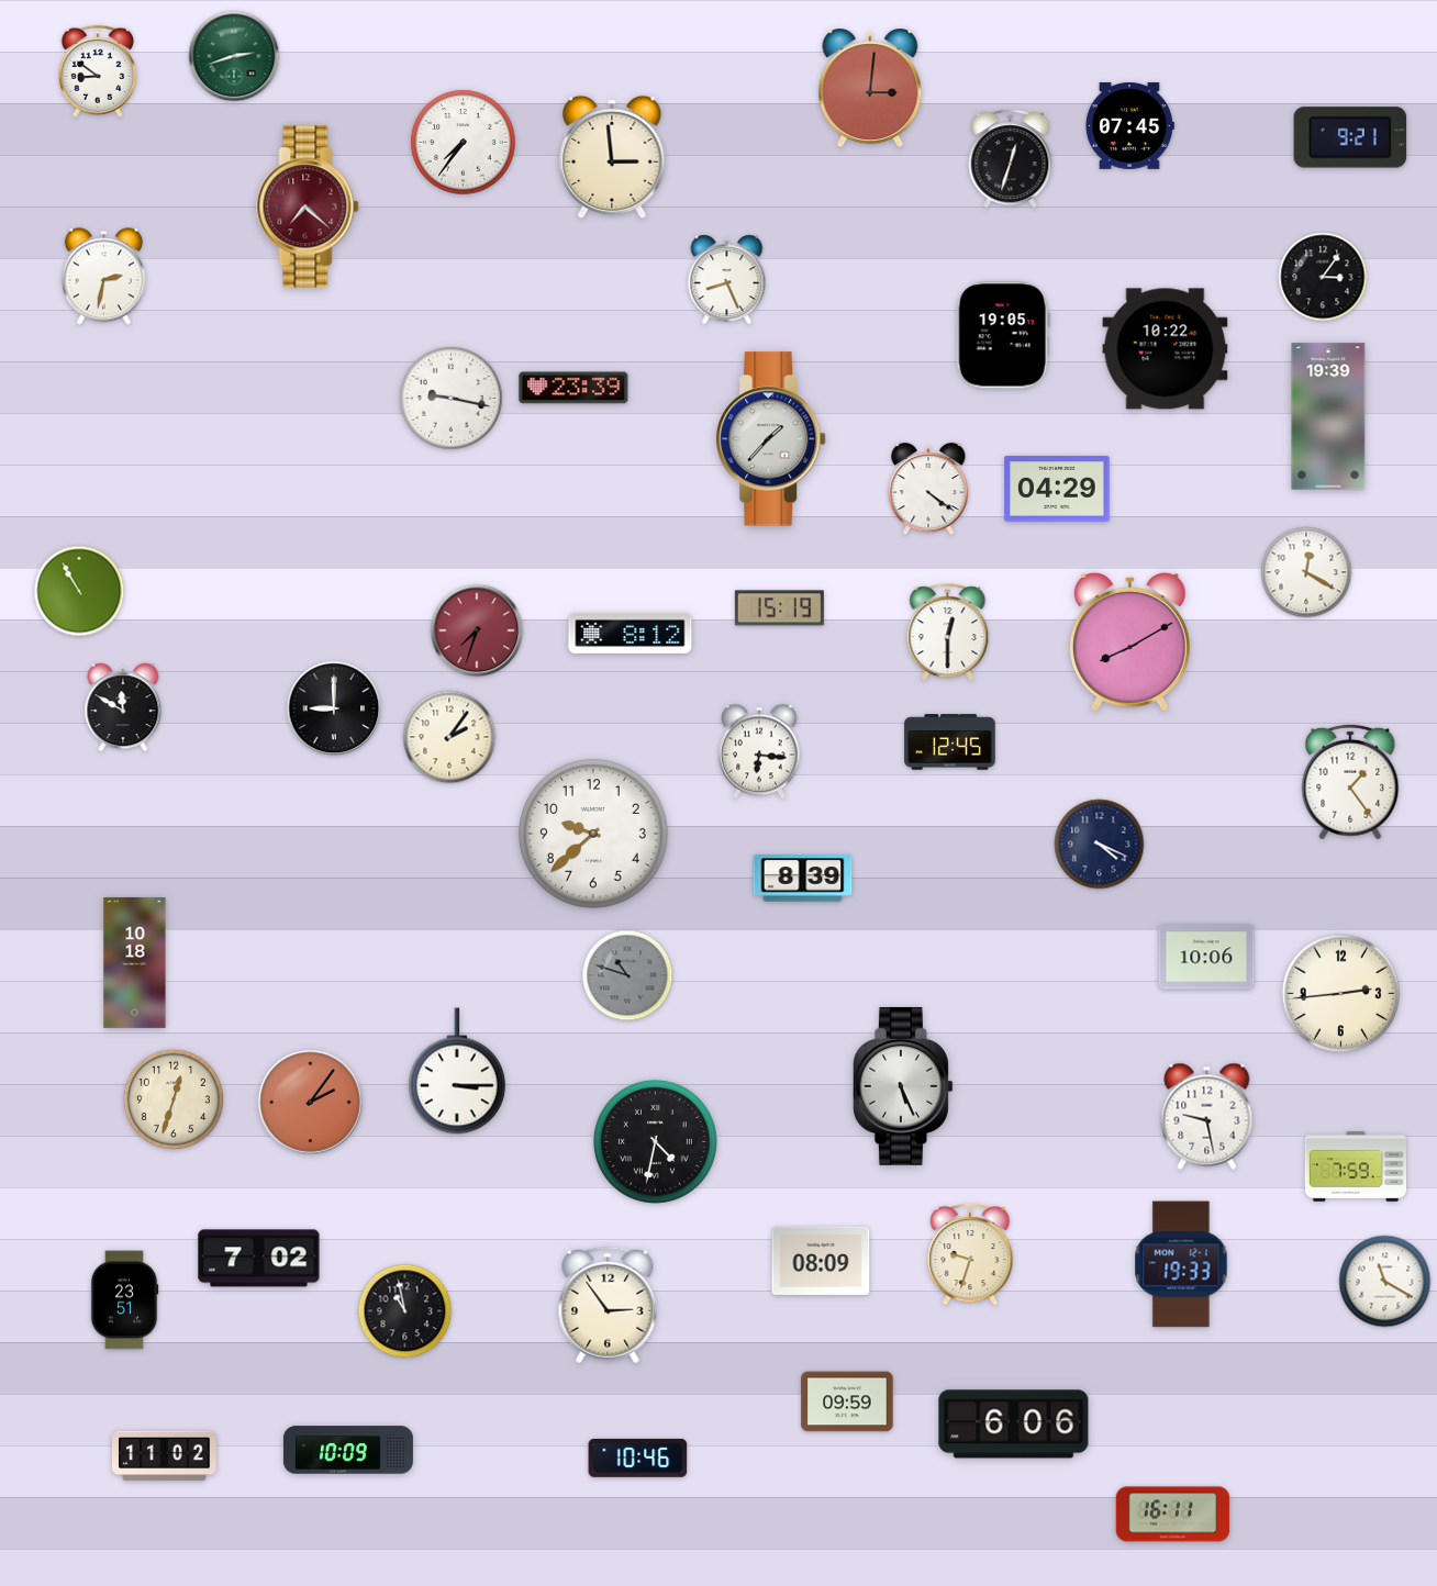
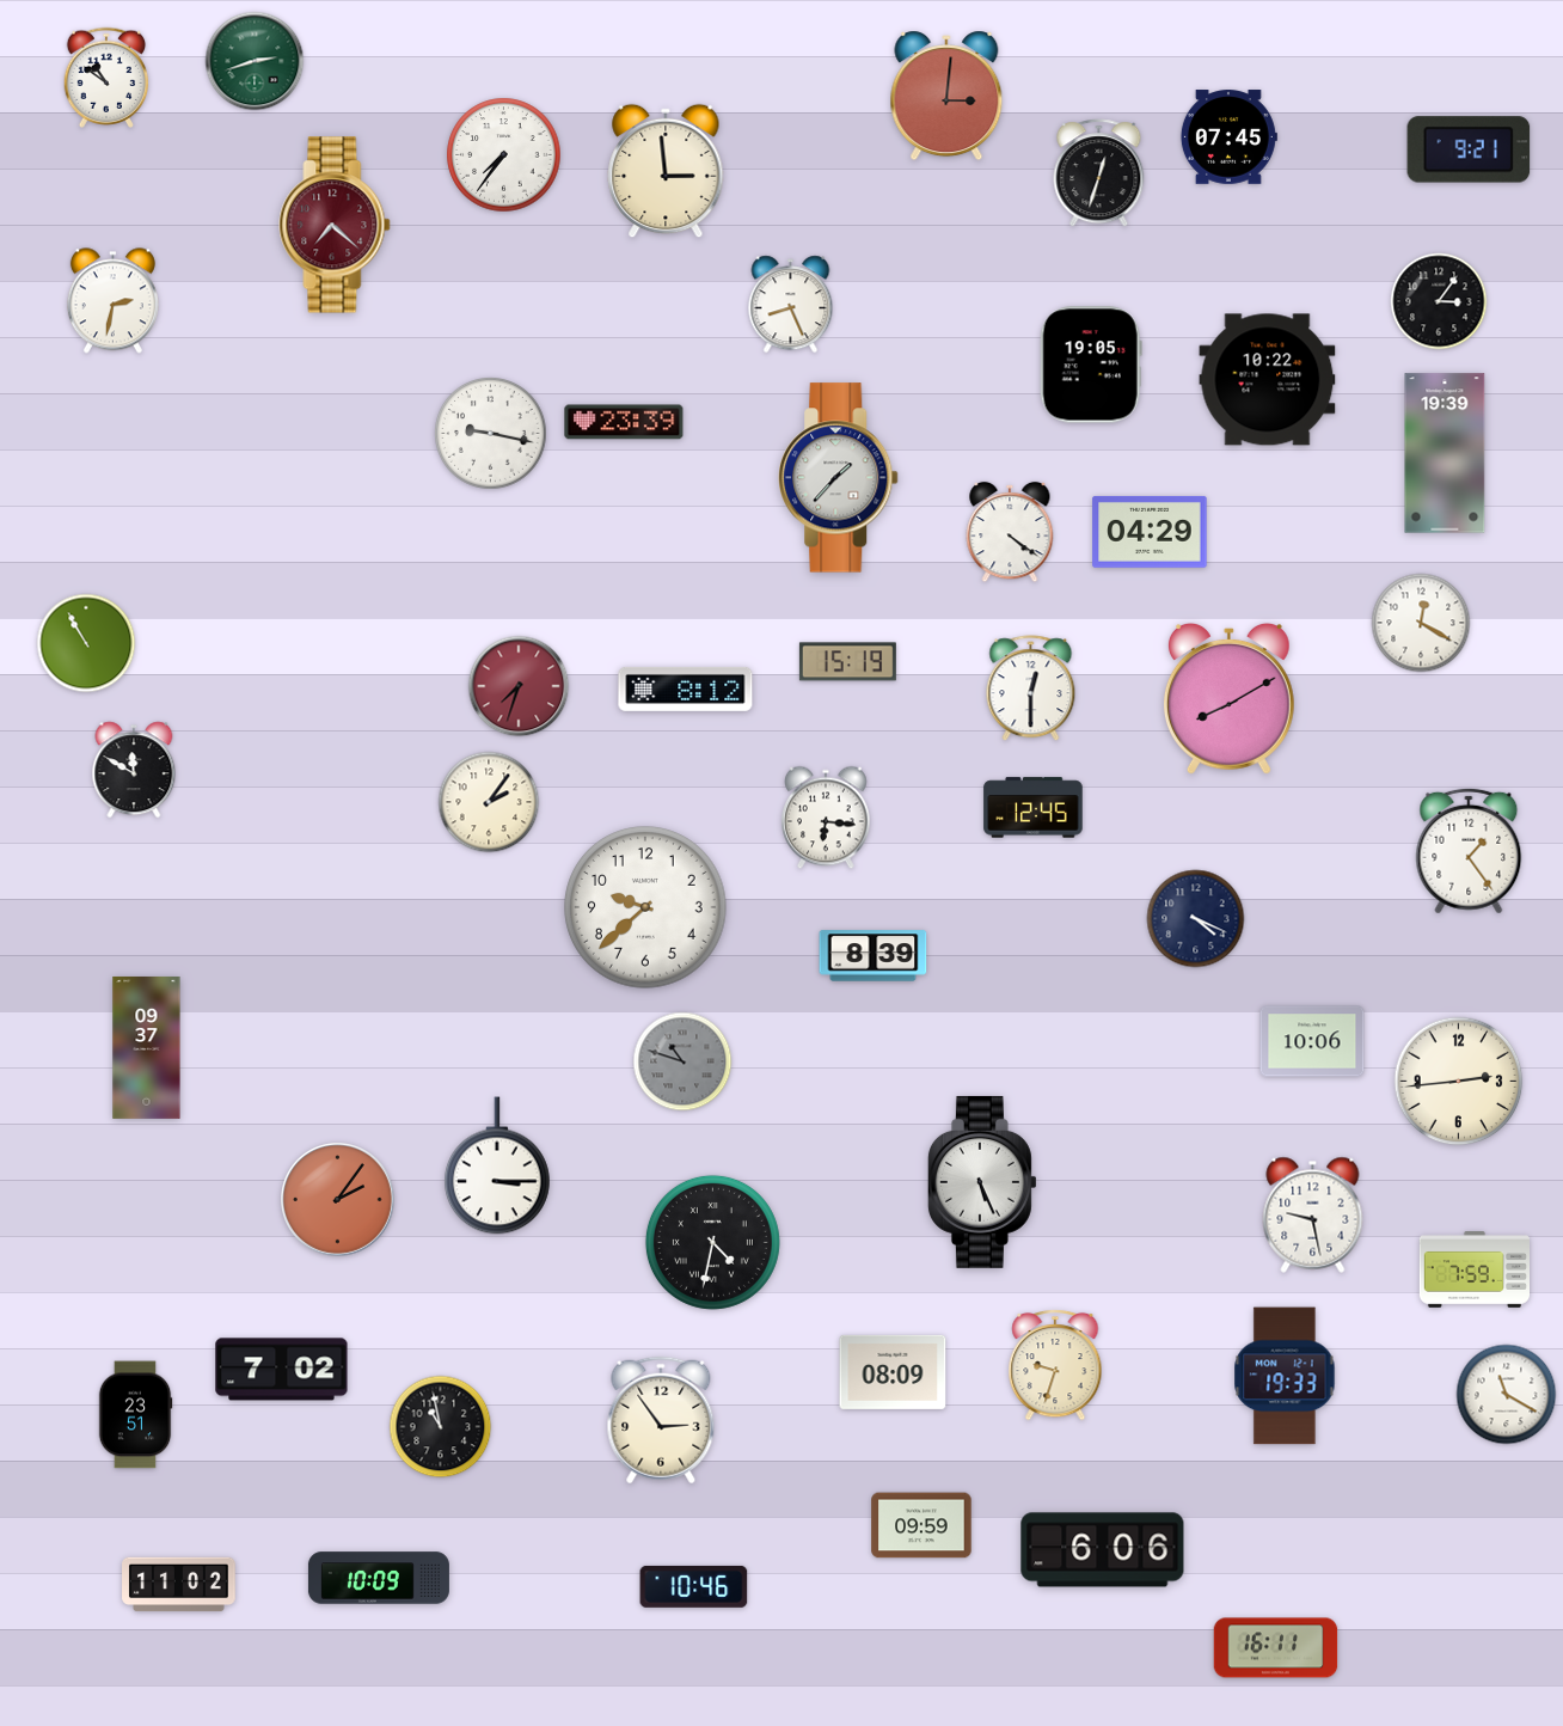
clock at (98, 70): 8:51 -> 10:51
clock at (334, 708): 9:00 -> none
clock at (135, 962): 10:18 -> 09:37
clock at (174, 1099): 12:33 -> none
